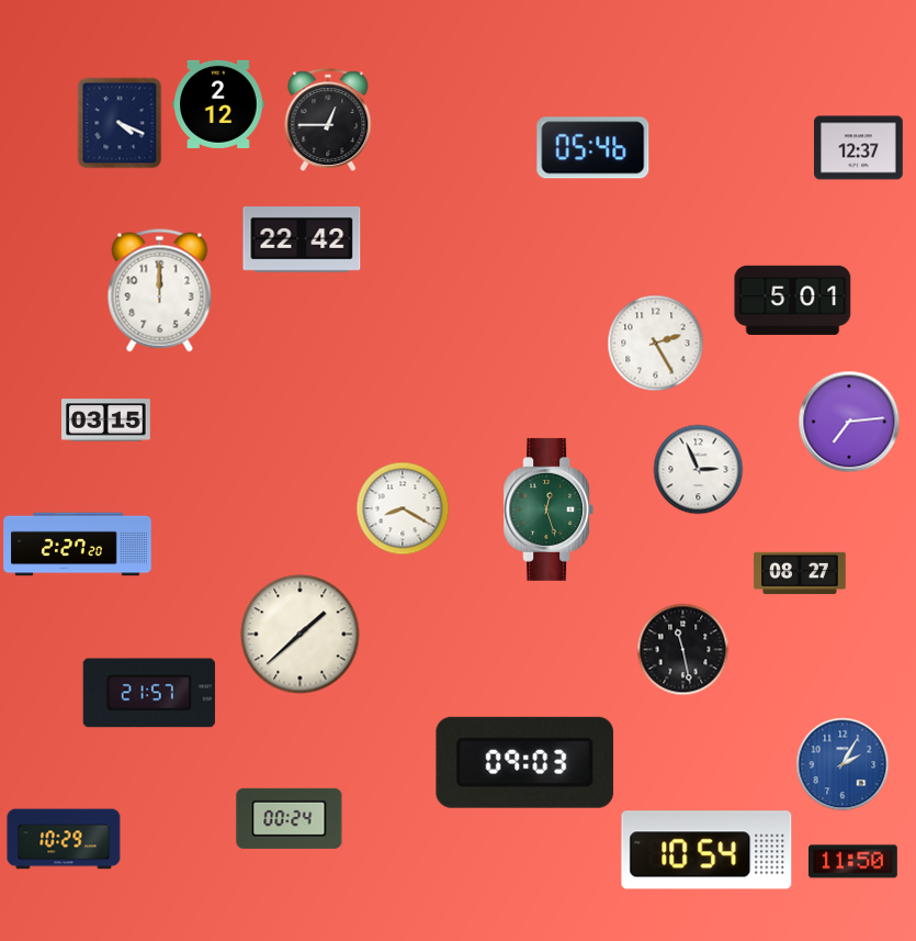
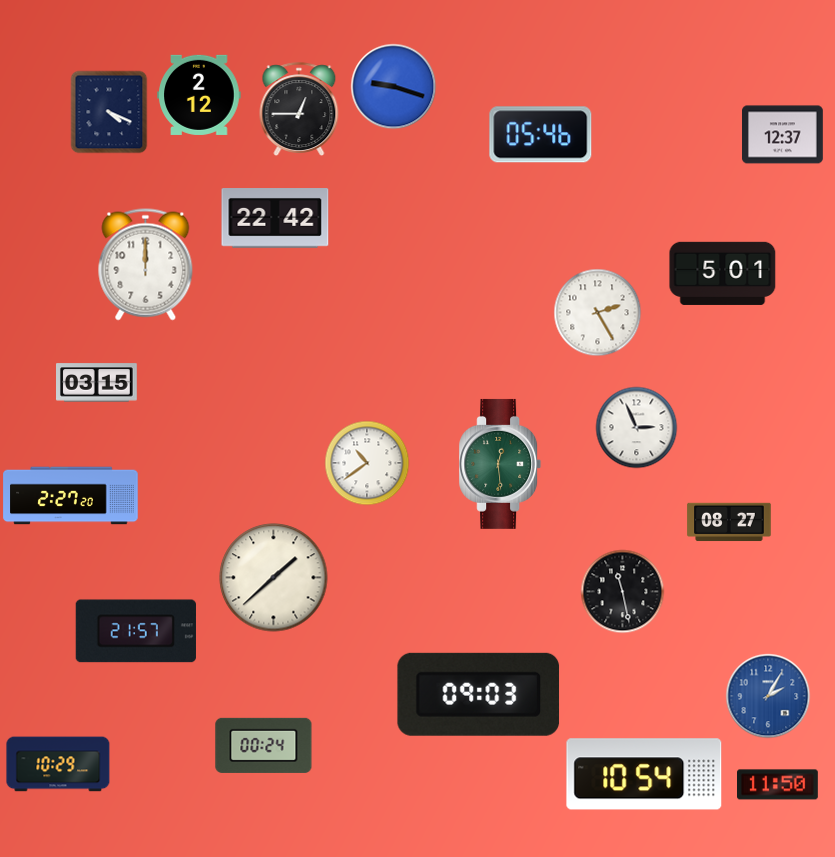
clock at (393, 86): none -> 9:18
clock at (849, 422): 7:14 -> none
clock at (403, 508): 8:20 -> 10:39
clock at (549, 509): 12:27 -> 12:29
